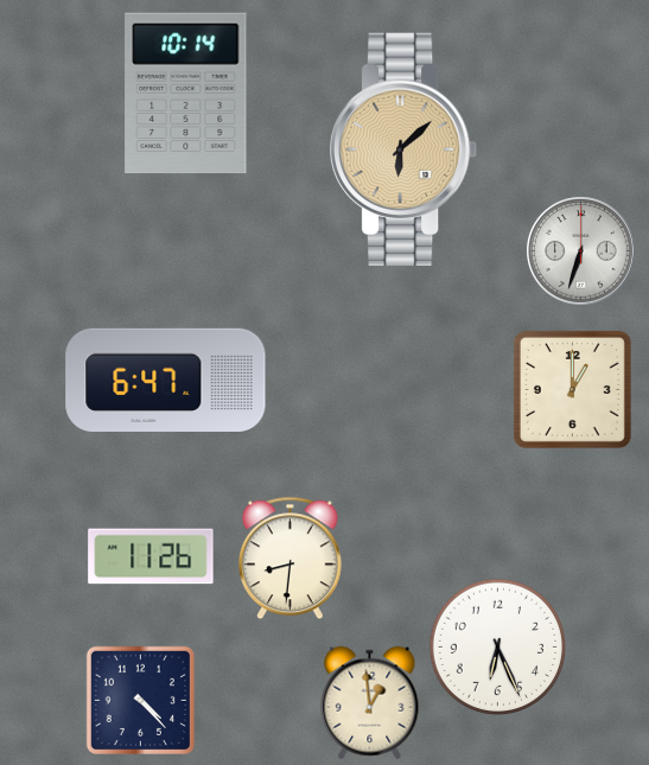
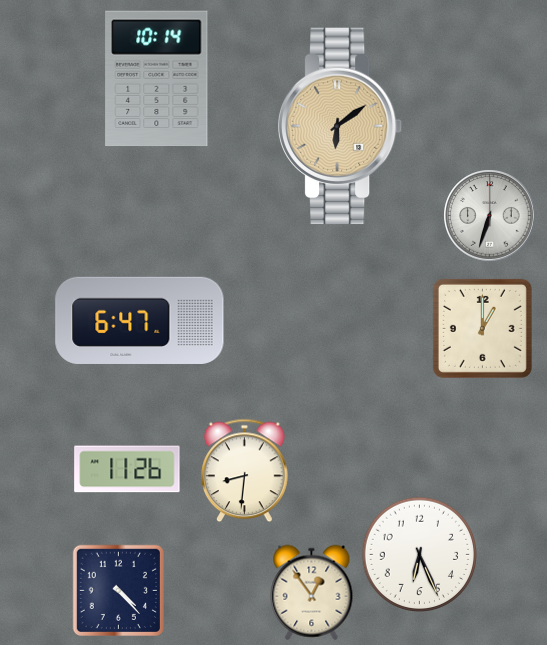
clock at (405, 149): 6:08 -> 6:09
clock at (580, 250) position: (580, 250) -> (489, 215)
clock at (497, 646) position: (497, 646) -> (419, 554)
clock at (370, 702): 12:59 -> 12:54
